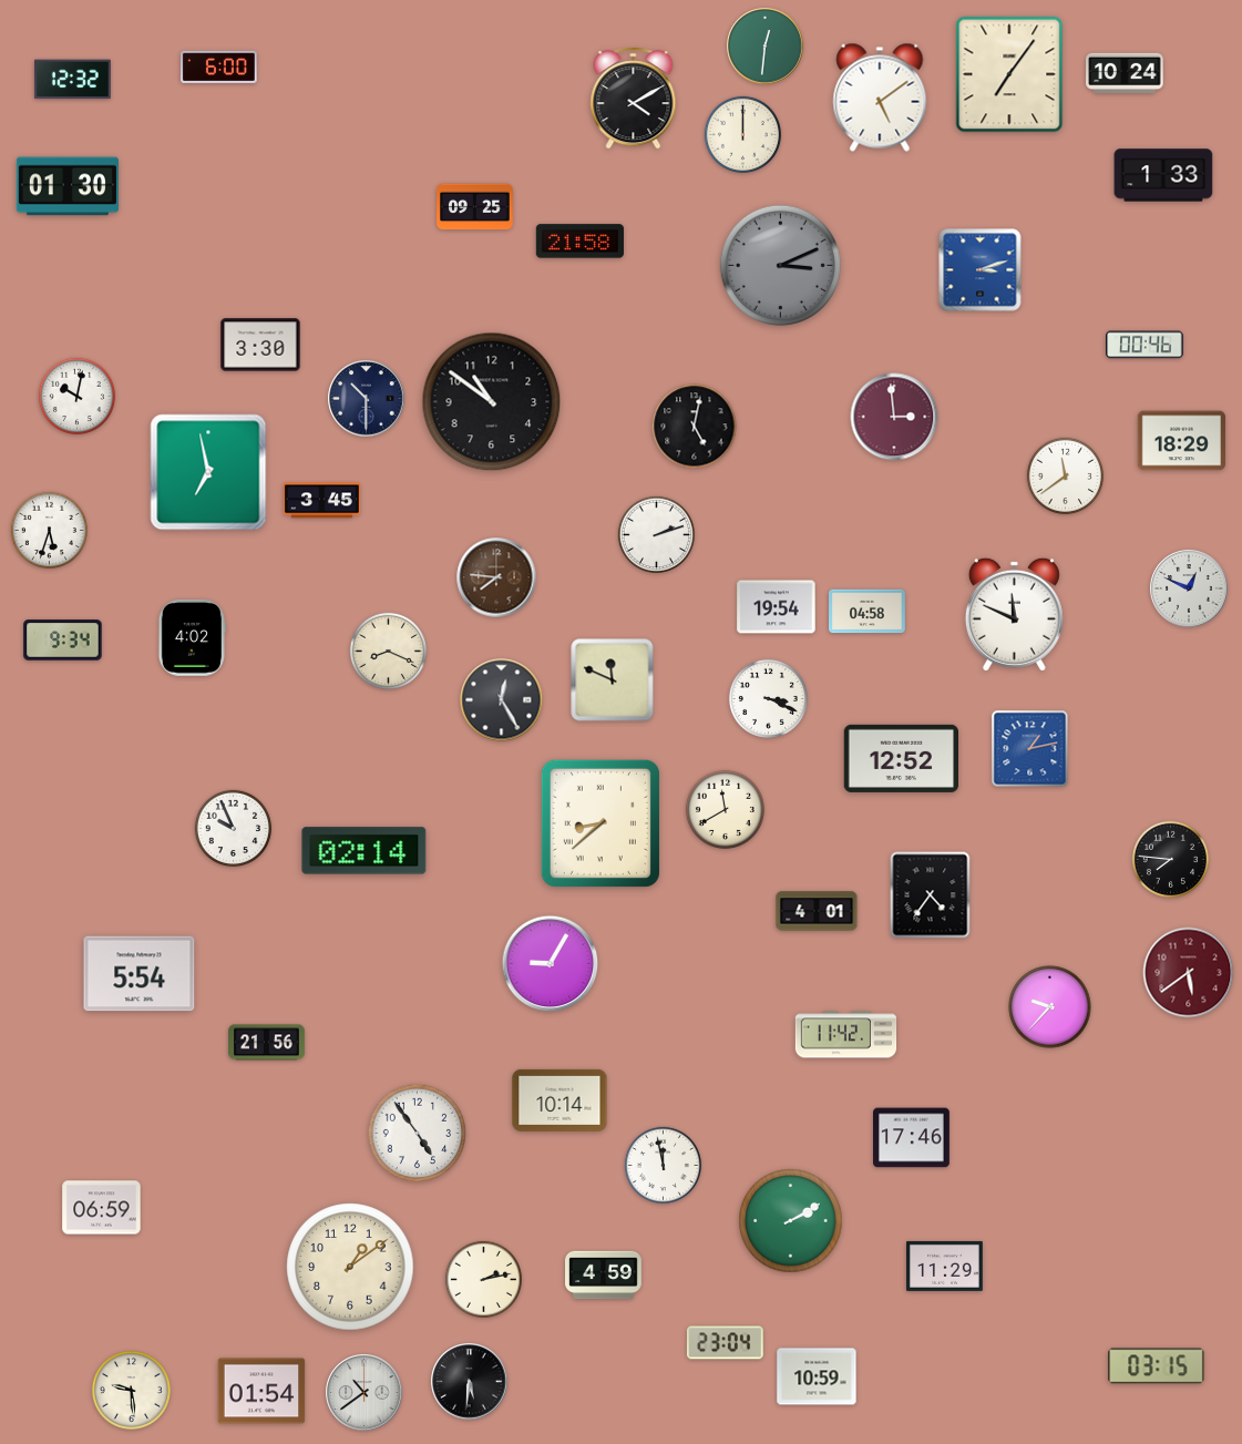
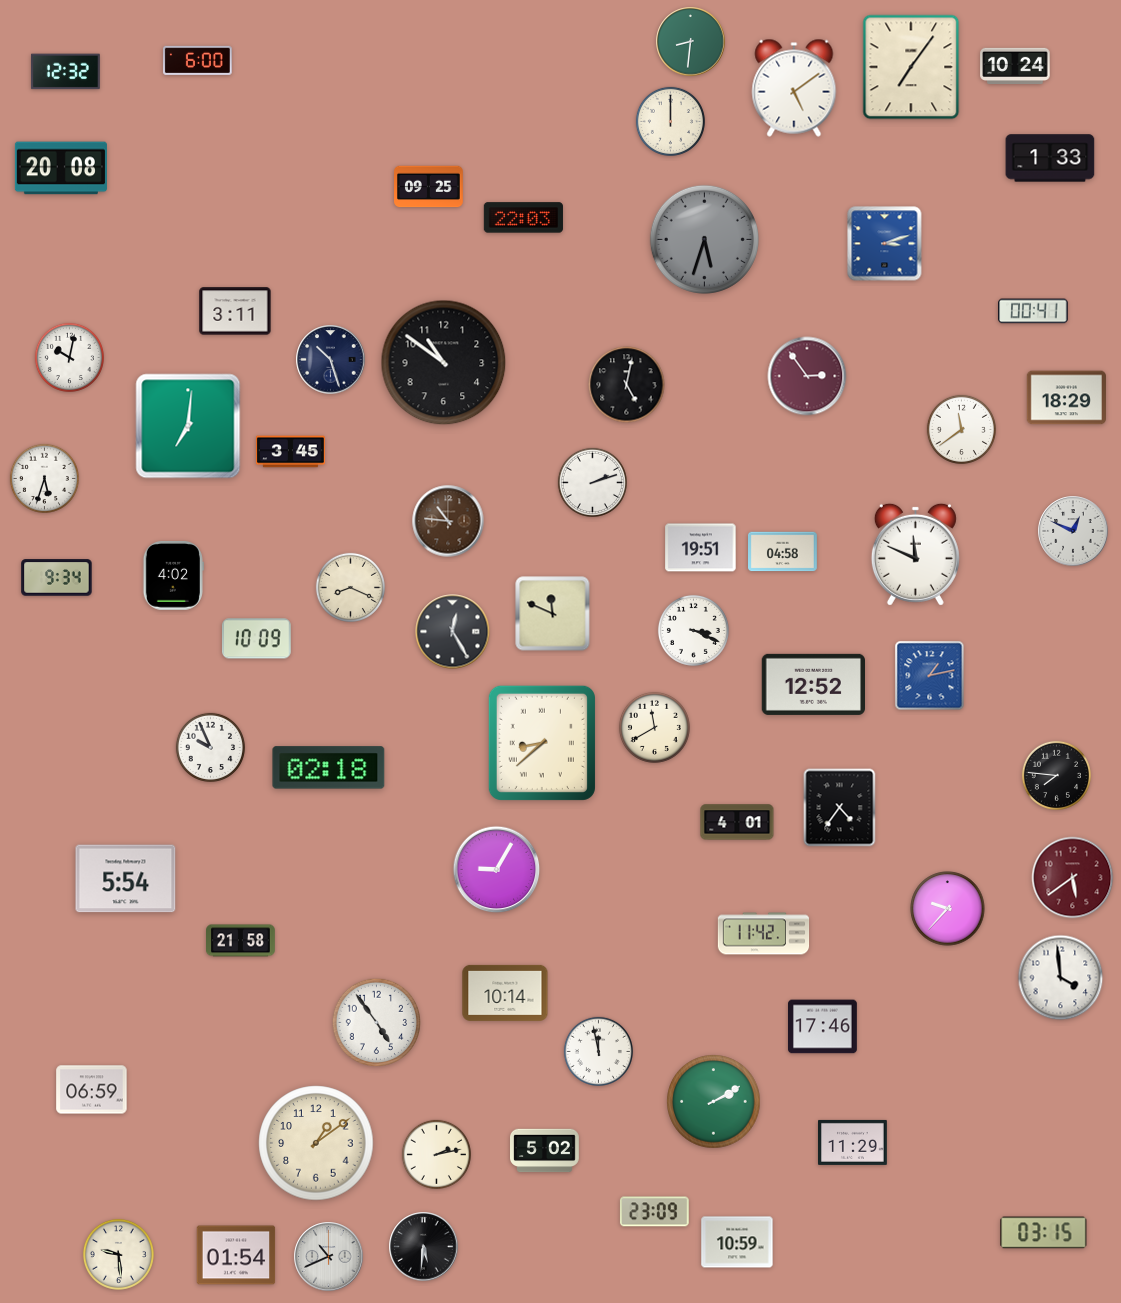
clock at (766, 47): 12:31 -> 8:31
clock at (634, 99): 4:10 -> none
clock at (68, 186): 01:30 -> 20:08
clock at (579, 242): 21:58 -> 22:03
clock at (780, 265): 3:11 -> 5:33
clock at (260, 345): 3:30 -> 3:11
clock at (1145, 345): 00:46 -> 00:41
clock at (367, 399): 10:30 -> 10:27
clock at (894, 417): 2:59 -> 2:54
clock at (208, 472): 6:58 -> 7:01
clock at (496, 577): 7:46 -> 10:46
clock at (777, 607): 19:54 -> 19:51
clock at (256, 639): none -> 10:09
clock at (725, 809) position: (725, 809) -> (654, 727)
clock at (365, 851): 02:14 -> 02:18
clock at (267, 1043): 21:56 -> 21:58
clock at (1061, 978): none -> 3:59
clock at (604, 1276): 4:59 -> 5:02
clock at (725, 1343): 23:04 -> 23:09
clock at (365, 1393): 10:39 -> 10:41
